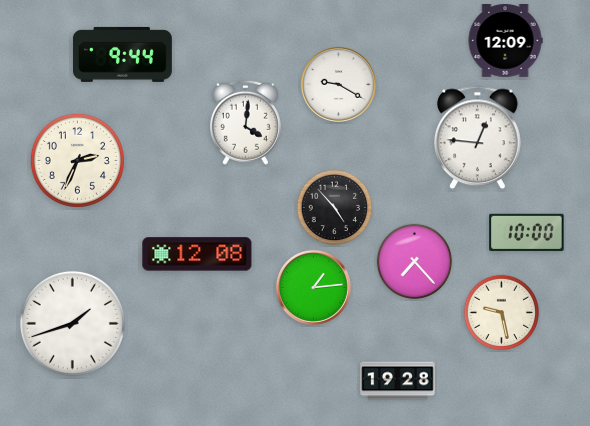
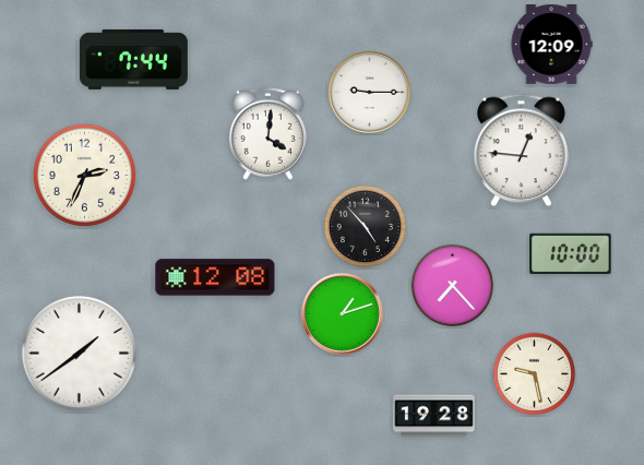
clock at (122, 54): 9:44 -> 7:44
clock at (338, 84): 9:20 -> 9:15
clock at (527, 232) position: (527, 232) -> (571, 253)
clock at (313, 287): 1:14 -> 1:12
clock at (502, 313) position: (502, 313) -> (535, 374)
clock at (72, 323): 1:42 -> 1:39
